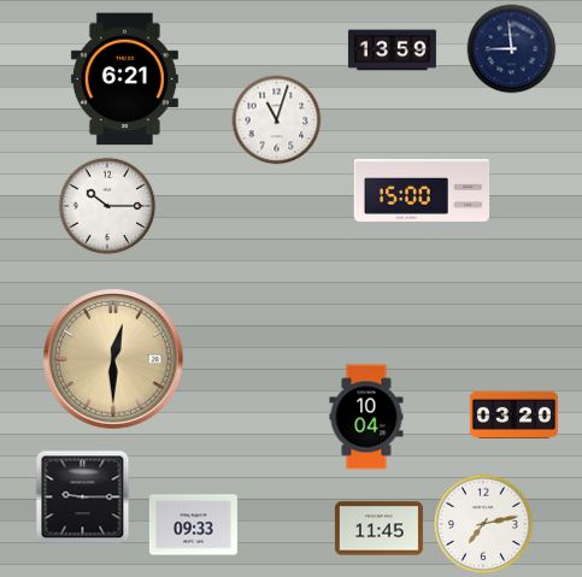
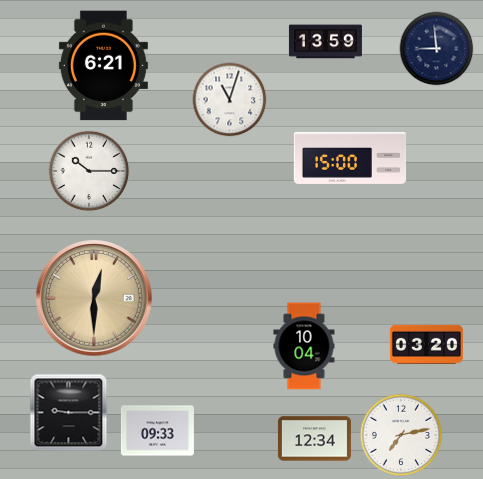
clock at (512, 49) position: (512, 49) -> (437, 49)
clock at (193, 525) position: (193, 525) -> (157, 431)
clock at (378, 529): 11:45 -> 12:34
